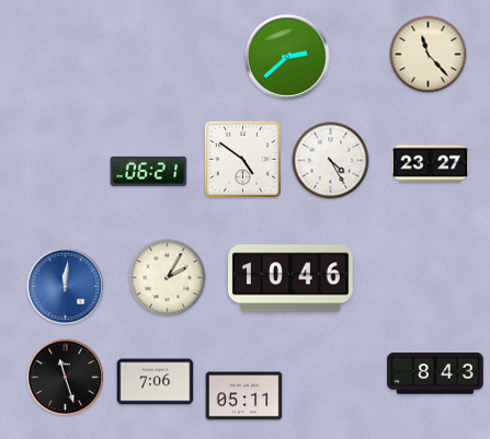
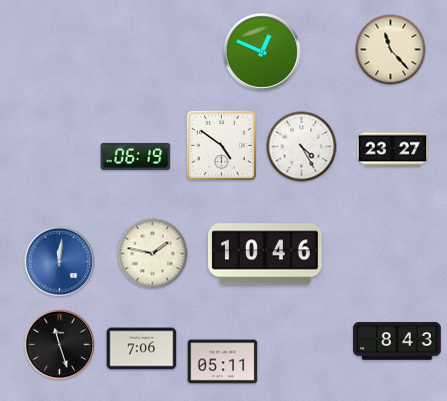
clock at (287, 57): 2:38 -> 12:49
clock at (149, 171): 06:21 -> 06:19
clock at (168, 278): 2:05 -> 1:47
